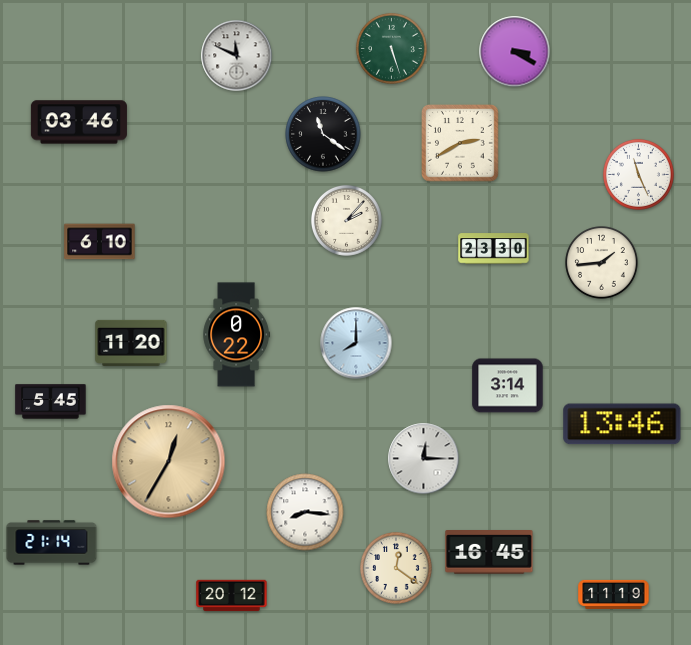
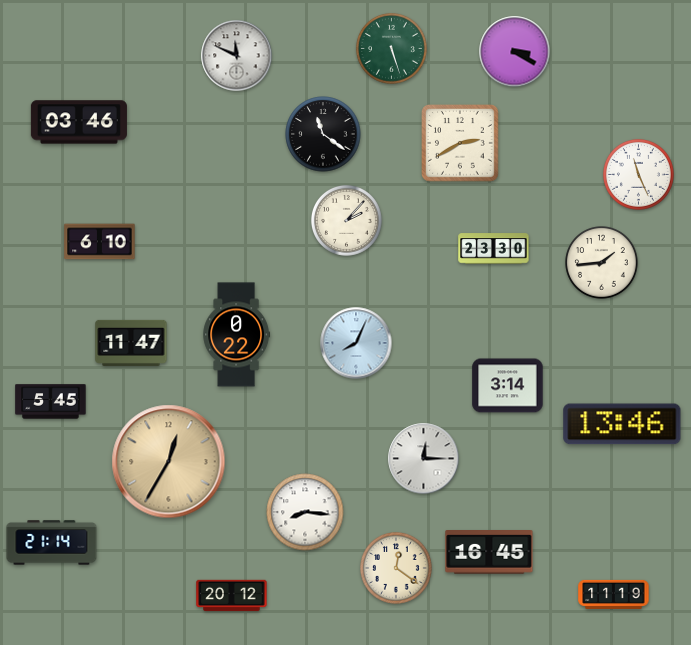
clock at (131, 343): 11:20 -> 11:47
clock at (356, 343): 8:00 -> 8:04
